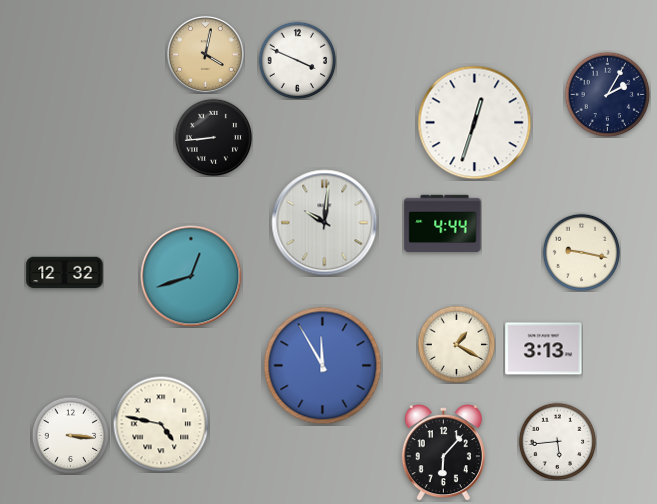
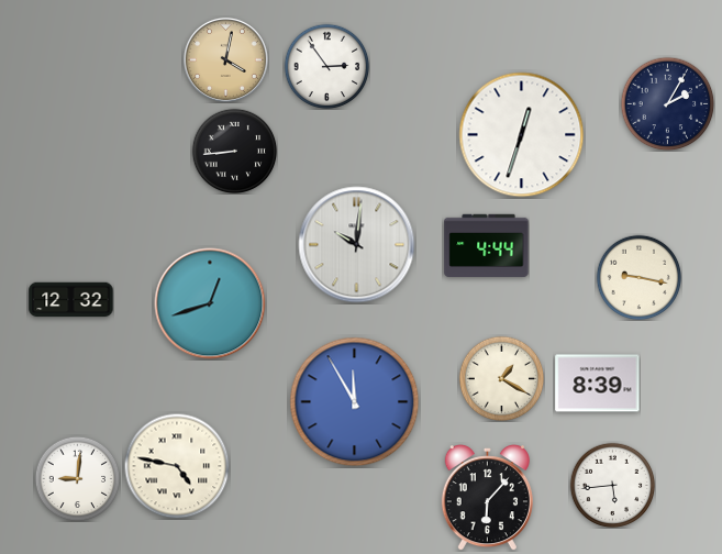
clock at (297, 60): 3:49 -> 2:54
clock at (544, 349): 3:13 -> 8:39
clock at (70, 435): 3:16 -> 9:01
